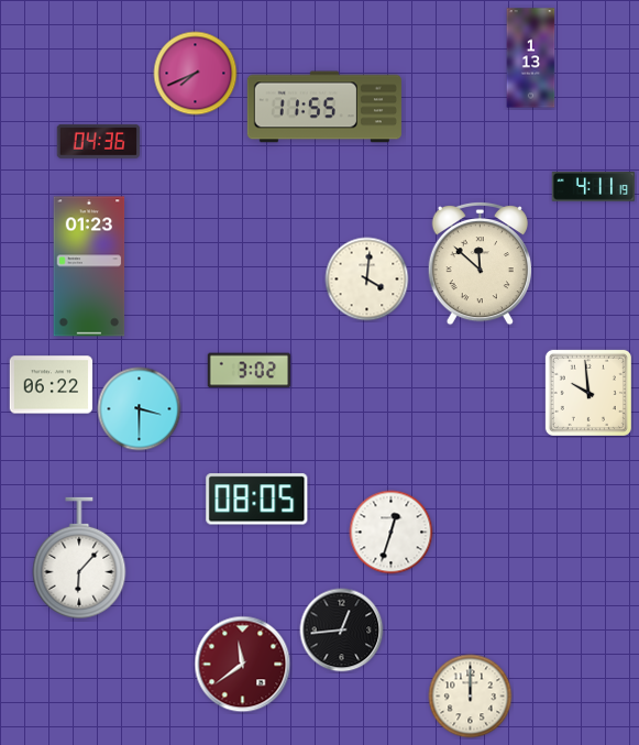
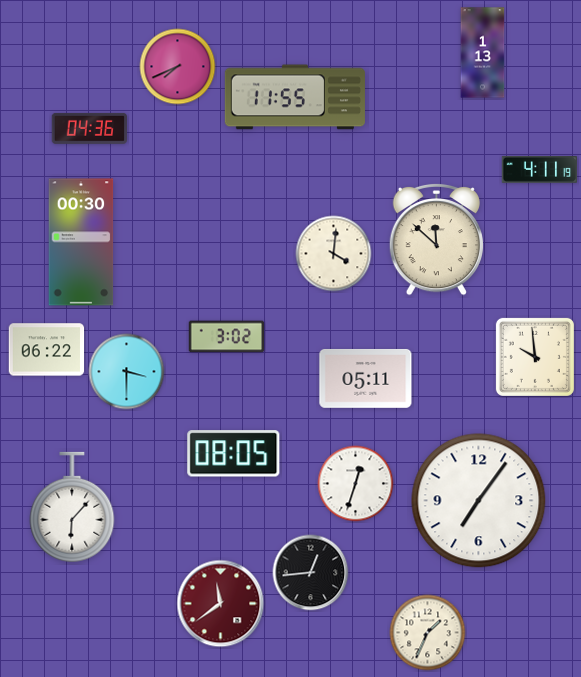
clock at (89, 266): 01:23 -> 00:30
clock at (366, 378): none -> 05:11
clock at (479, 501): none -> 7:06
clock at (471, 697): 12:00 -> 1:34
